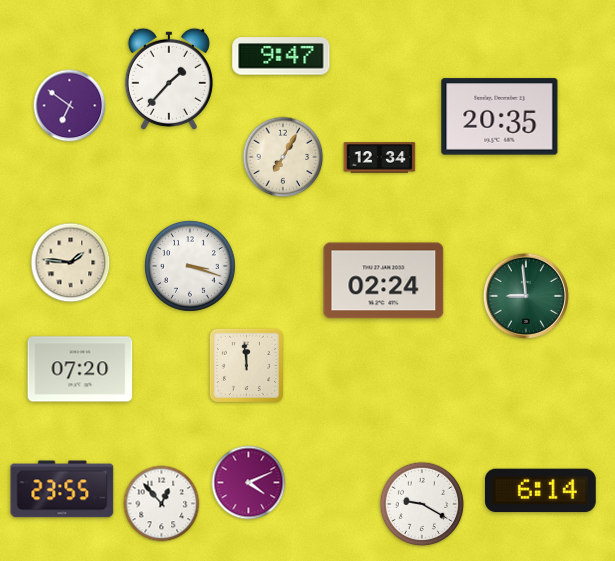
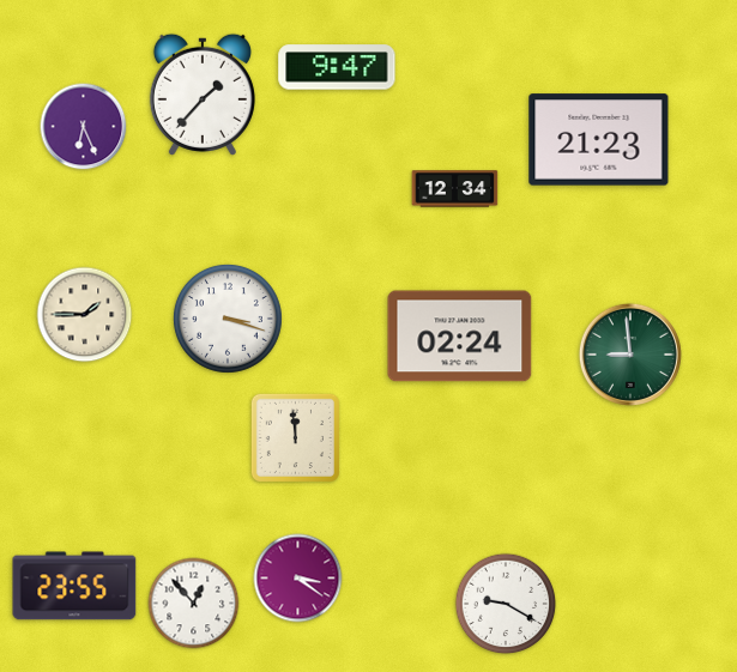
clock at (70, 106): 6:51 -> 6:26
clock at (500, 117): 20:35 -> 21:23
clock at (283, 157): 7:05 -> none
clock at (71, 263): 1:46 -> 1:45
clock at (80, 369): 07:20 -> none
clock at (249, 483): 4:11 -> 3:21
clock at (540, 491): 6:14 -> none
